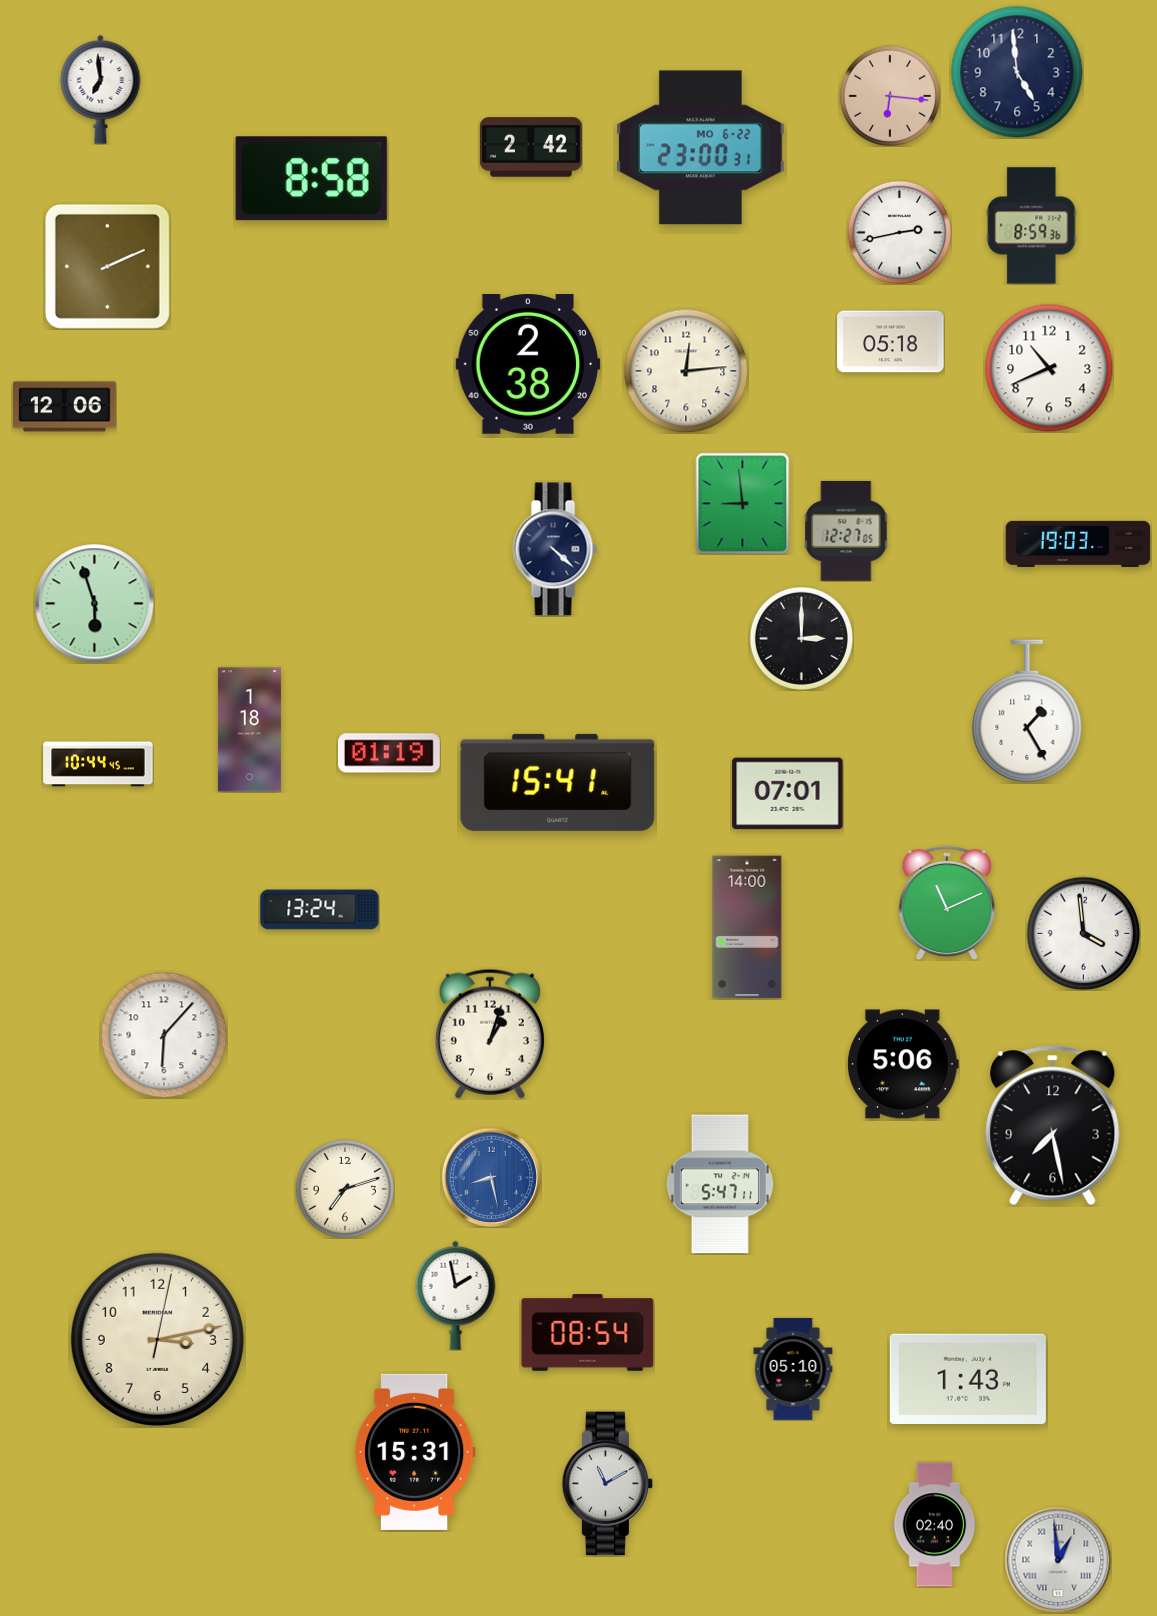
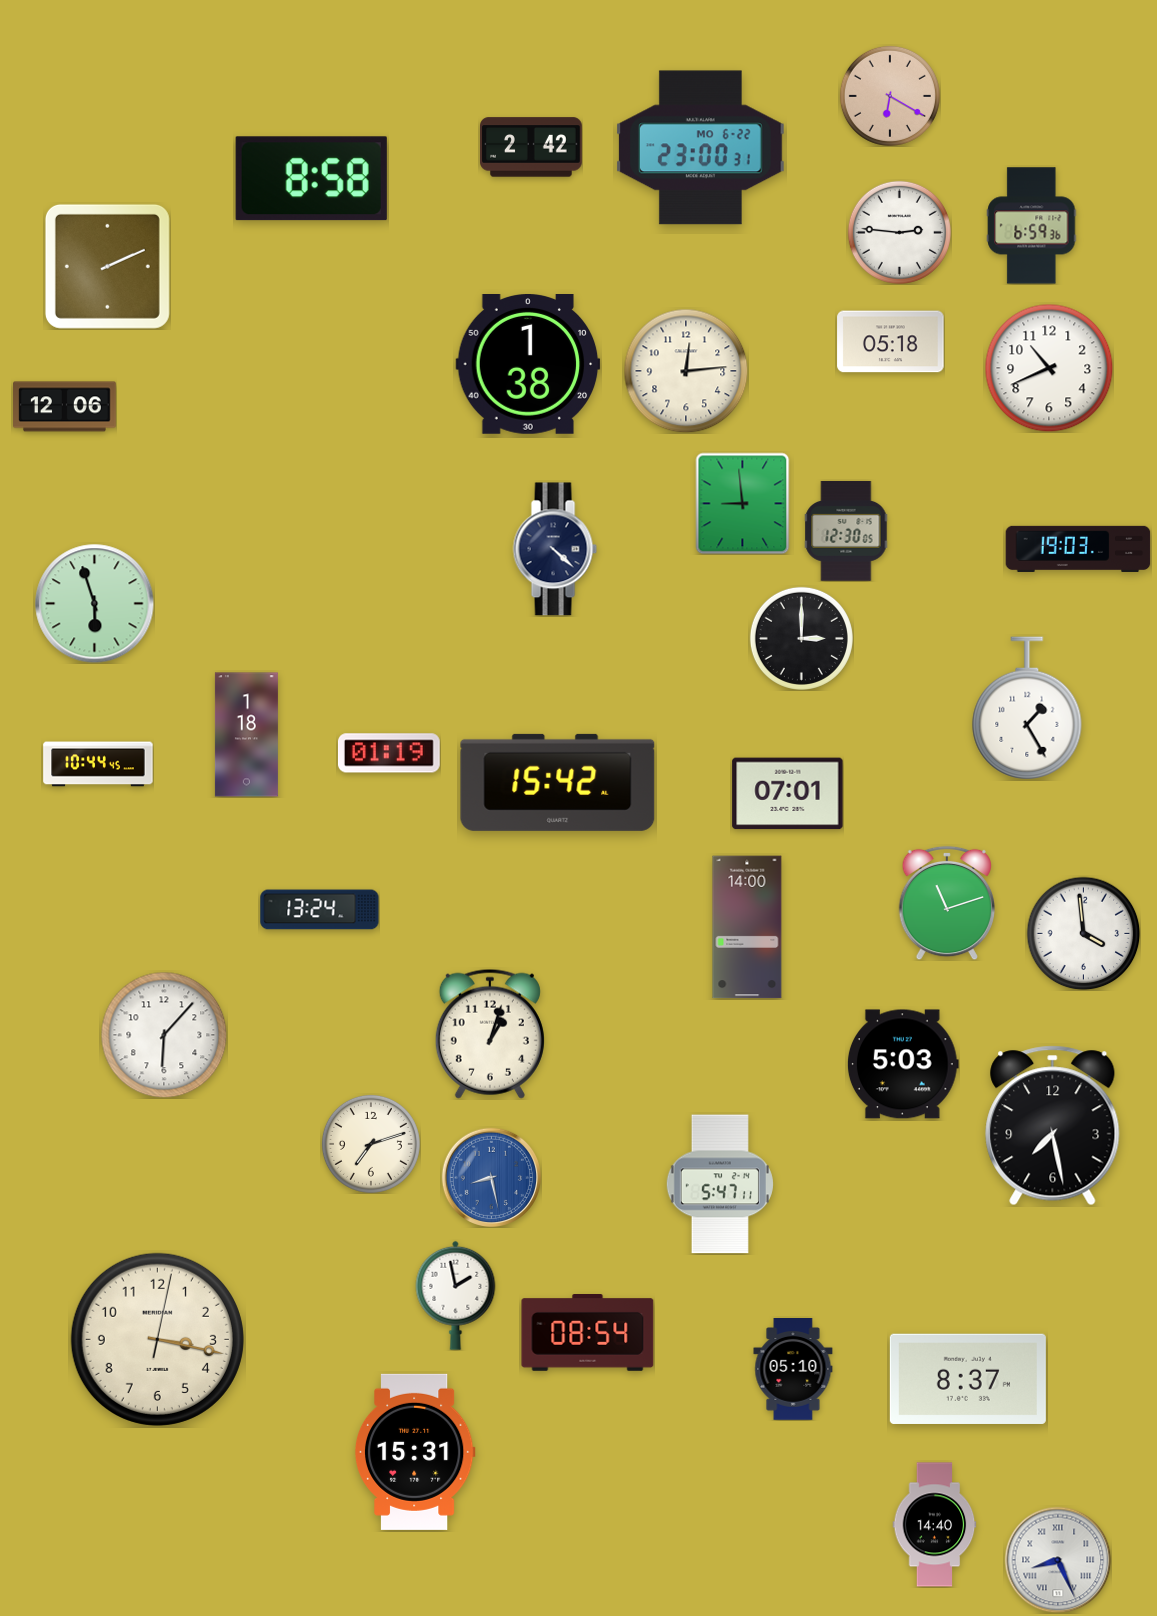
clock at (1017, 72): 4:59 -> none
clock at (101, 89): 6:59 -> none
clock at (890, 96): 6:16 -> 6:20
clock at (1032, 226): 8:59 -> 6:59
clock at (899, 232): 2:43 -> 2:46
clock at (528, 365): 2:38 -> 1:38
clock at (846, 531): 12:27 -> 12:30
clock at (1078, 544) position: (1078, 544) -> (1078, 549)
clock at (1027, 711) position: (1027, 711) -> (1027, 708)
clock at (249, 730) position: (249, 730) -> (246, 735)
clock at (558, 782): 15:41 -> 15:42
clock at (946, 903): 11:11 -> 11:12
clock at (903, 1064): 5:06 -> 5:03
clock at (345, 1189) position: (345, 1189) -> (371, 1144)
clock at (157, 1339): 3:13 -> 3:17
clock at (968, 1379): 1:43 -> 8:37
clock at (608, 1484): 11:10 -> none
clock at (935, 1525): 02:40 -> 14:40
clock at (1058, 1560): 12:59 -> 8:26
